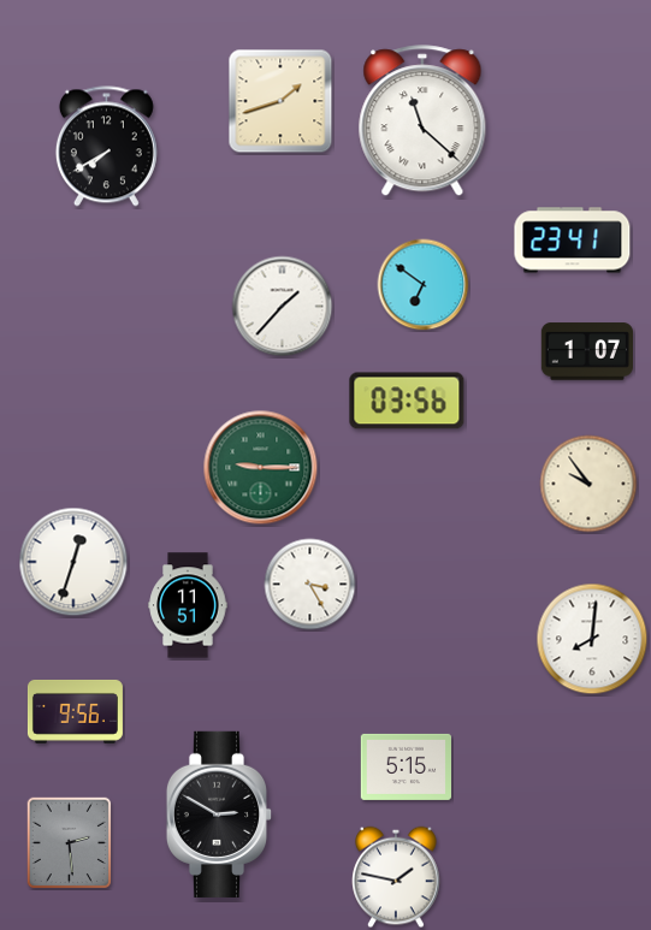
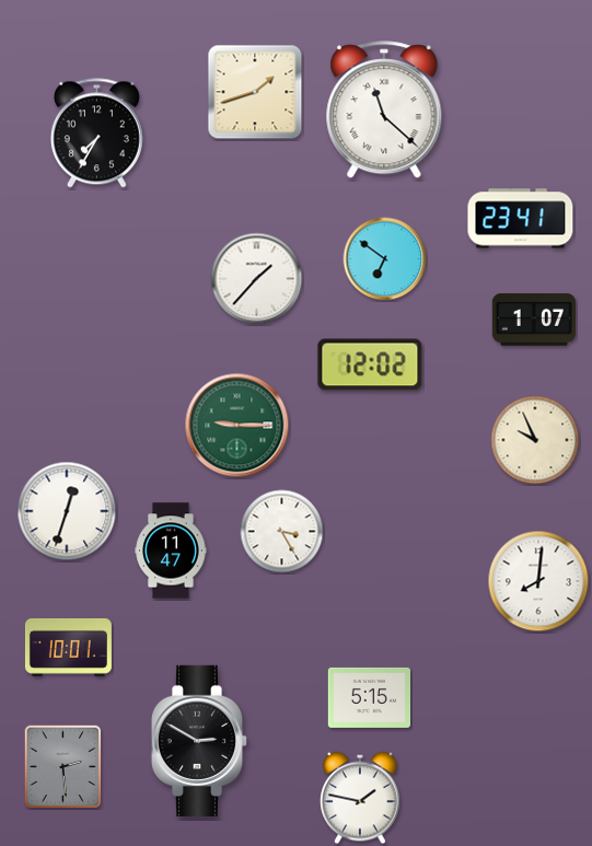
clock at (106, 147): 7:40 -> 7:35
clock at (407, 401): 03:56 -> 12:02
clock at (588, 484): 9:54 -> 9:56
clock at (188, 605): 11:51 -> 11:47
clock at (75, 711): 9:56 -> 10:01
